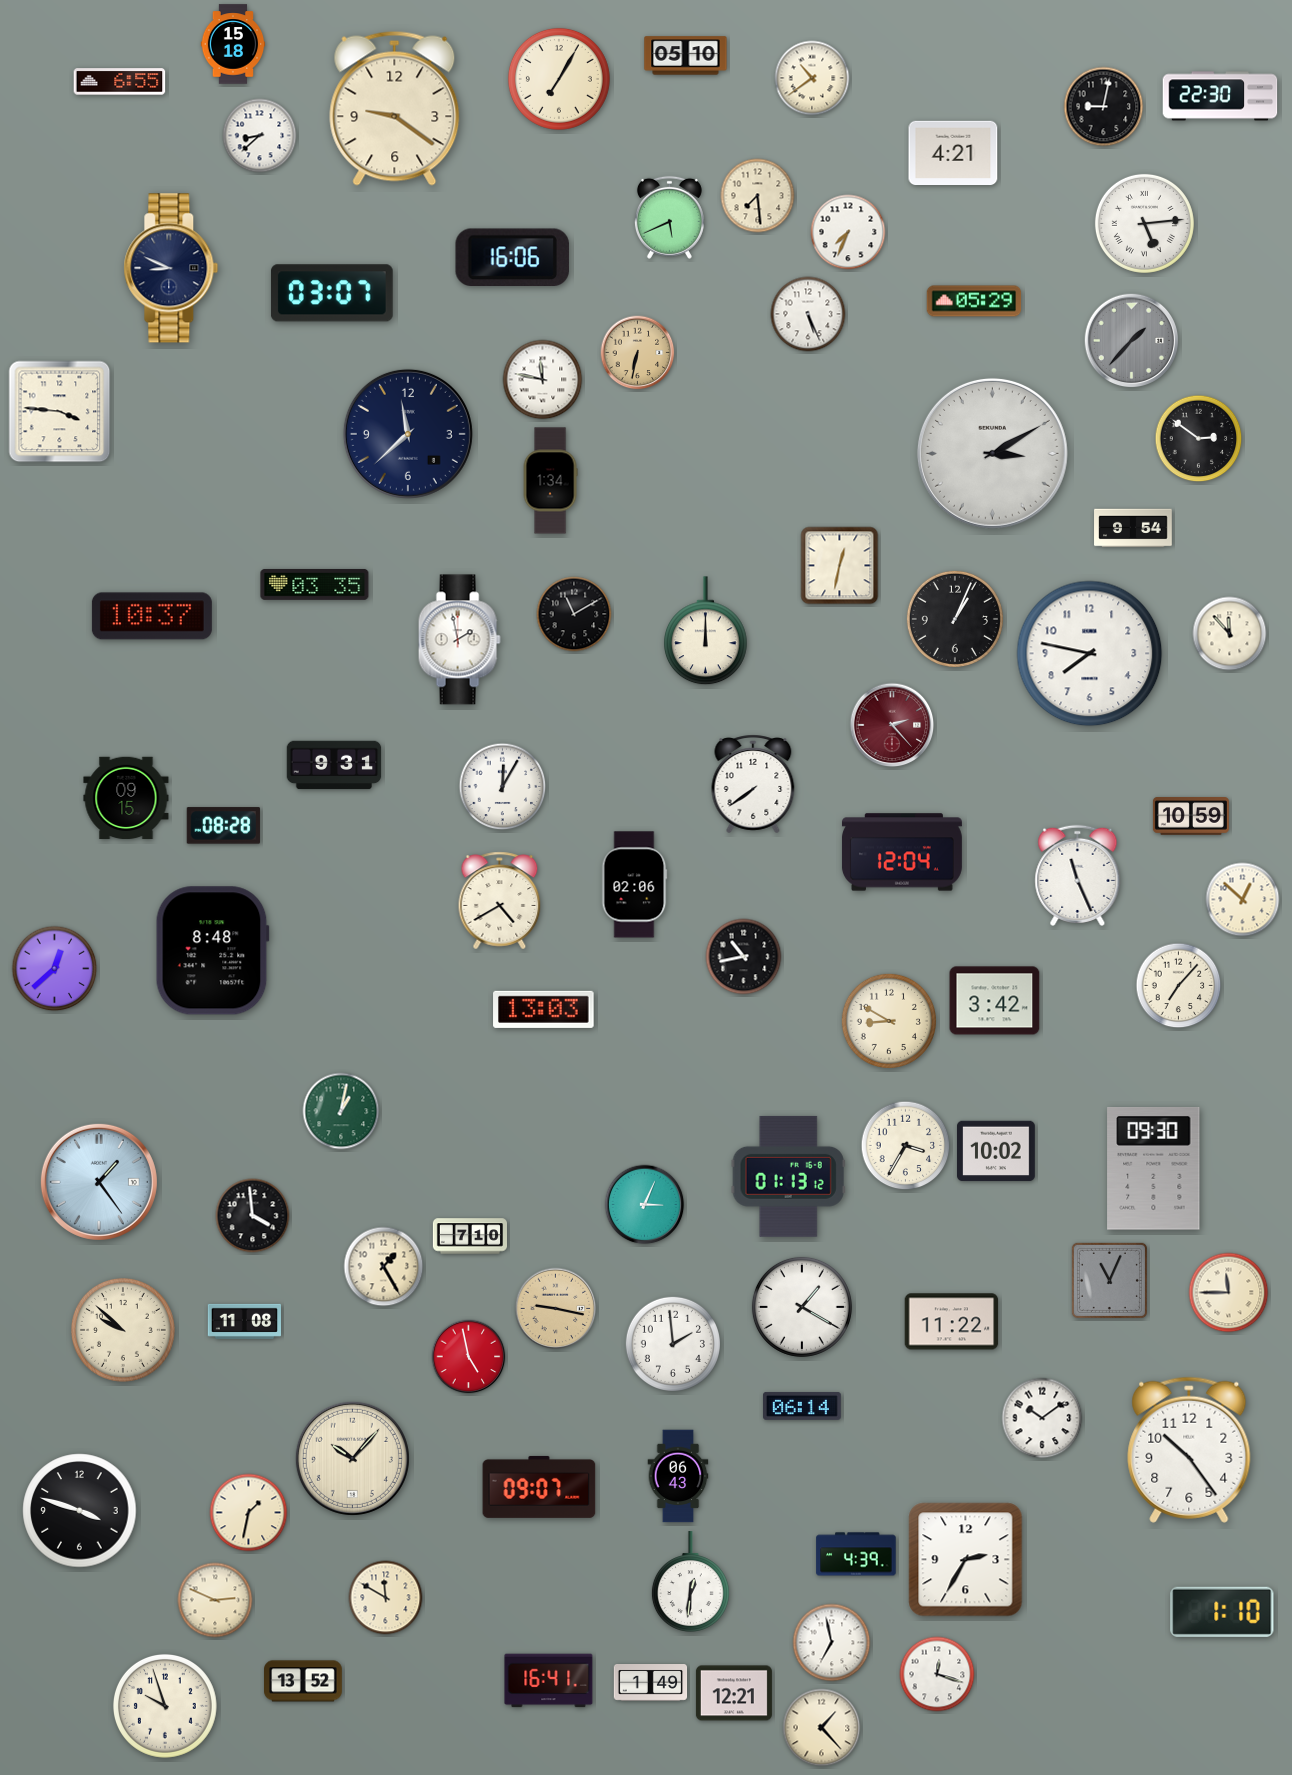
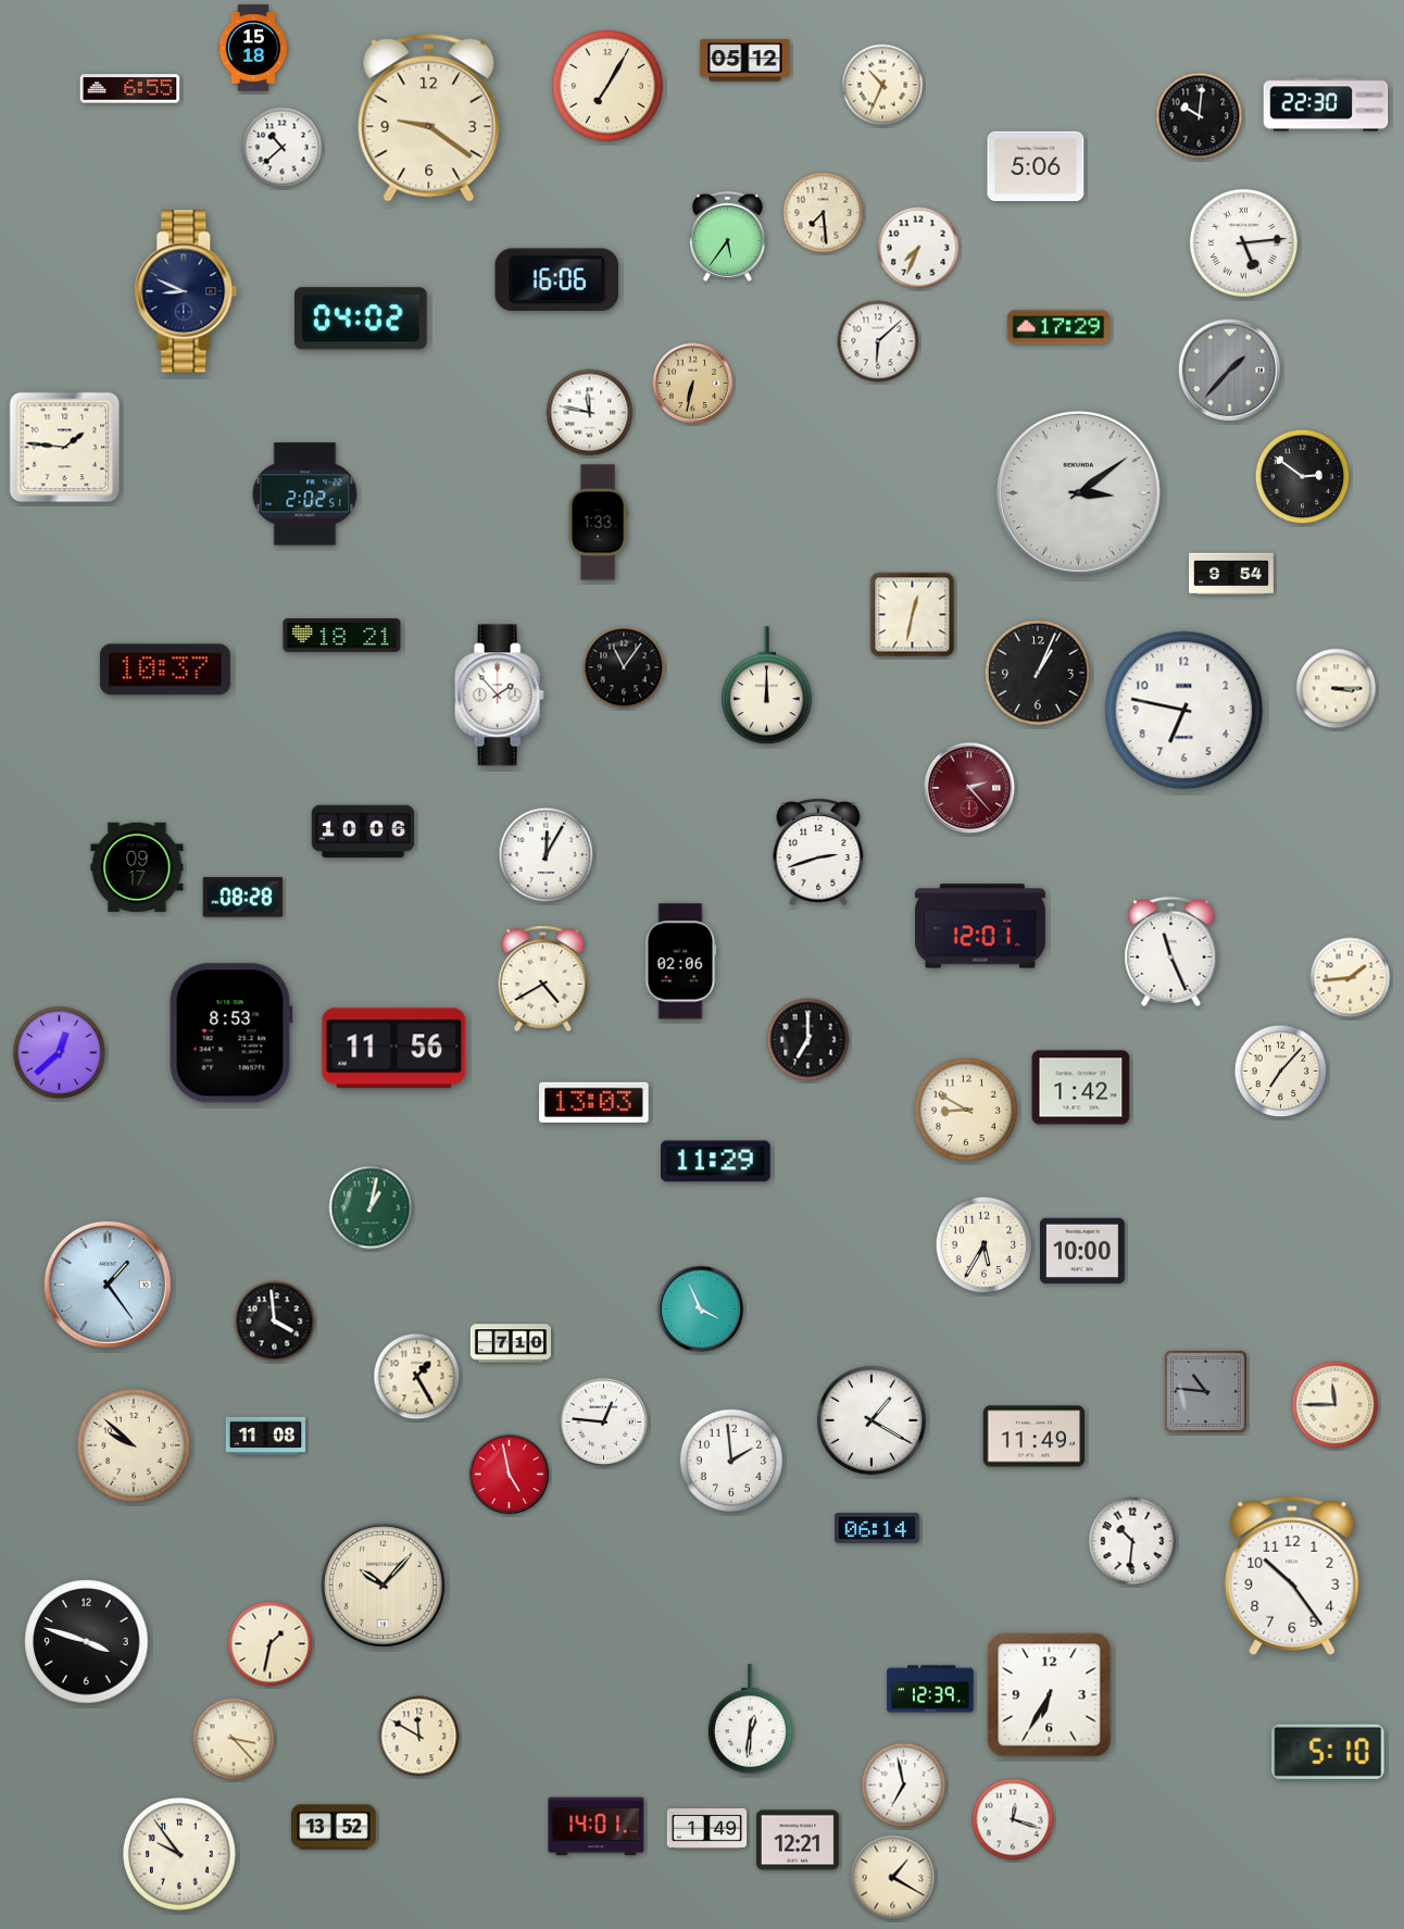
clock at (686, 56): 05:10 -> 05:12
clock at (812, 78): 10:39 -> 10:34
clock at (1104, 107): 9:02 -> 10:01
clock at (260, 136): 8:38 -> 10:38
clock at (953, 153): 4:21 -> 5:06
clock at (669, 217): 5:41 -> 5:36
clock at (848, 232) position: (848, 232) -> (918, 248)
clock at (332, 293): 03:07 -> 04:02
clock at (974, 301): 05:29 -> 17:29
clock at (808, 314): 5:26 -> 6:08
clock at (60, 412): 3:46 -> 1:46
clock at (408, 434): 11:38 -> none
clock at (992, 453): 3:10 -> 3:09
clock at (305, 494): none -> 2:02
clock at (550, 481): 1:34 -> 1:33
clock at (315, 584): 03:35 -> 18:21
clock at (574, 614): 11:10 -> 11:06
clock at (1230, 634): 11:53 -> 3:15
clock at (459, 640): 1:58 -> 1:53
clock at (1090, 654): 7:47 -> 6:47
clock at (334, 765): 9:31 -> 10:06
clock at (753, 784): 7:39 -> 2:42
clock at (126, 798): 09:15 -> 09:17
clock at (1191, 816): 10:59 -> none
clock at (902, 852): 12:04 -> 12:01
clock at (635, 885) position: (635, 885) -> (681, 962)
clock at (1243, 900): 12:52 -> 1:44
clock at (212, 951): 8:48 -> 8:53
clock at (744, 957): 10:43 -> 7:00
clock at (394, 1049): none -> 11:56
clock at (995, 1001): 3:42 -> 1:42
clock at (544, 1009) position: (544, 1009) -> (594, 1102)
clock at (716, 1162): none -> 11:29
clock at (906, 1146): 3:35 -> 5:35
clock at (997, 1151): 10:02 -> 10:00
clock at (1154, 1169): 09:30 -> none
clock at (788, 1176): 01:13 -> none
clock at (645, 1205): 3:04 -> 3:56
clock at (1109, 1280): 11:04 -> 10:46
clock at (556, 1309): 9:17 -> 12:46
clock at (556, 1309) dial: champagne -> white
clock at (952, 1322): 11:22 -> 11:49
clock at (803, 1407) position: (803, 1407) -> (878, 1529)
clock at (1042, 1418): 10:09 -> 10:31
clock at (678, 1476): 06:43 -> none
clock at (539, 1487): 09:07 -> none
clock at (856, 1554): 4:39 -> 12:39
clock at (966, 1560): 2:35 -> 6:35
clock at (215, 1600): 2:49 -> 3:23
clock at (1222, 1612): 1:10 -> 5:10
clock at (937, 1674) position: (937, 1674) -> (1013, 1819)
clock at (303, 1681) position: (303, 1681) -> (334, 1827)
clock at (549, 1681): 16:41 -> 14:01
clock at (165, 1706): 9:57 -> 9:54
clock at (822, 1728): 1:23 -> 1:20
